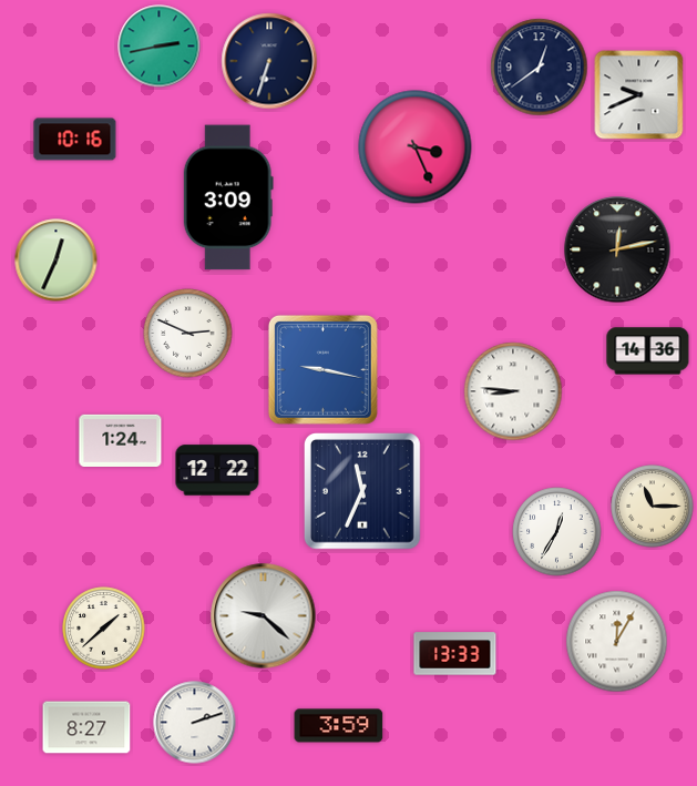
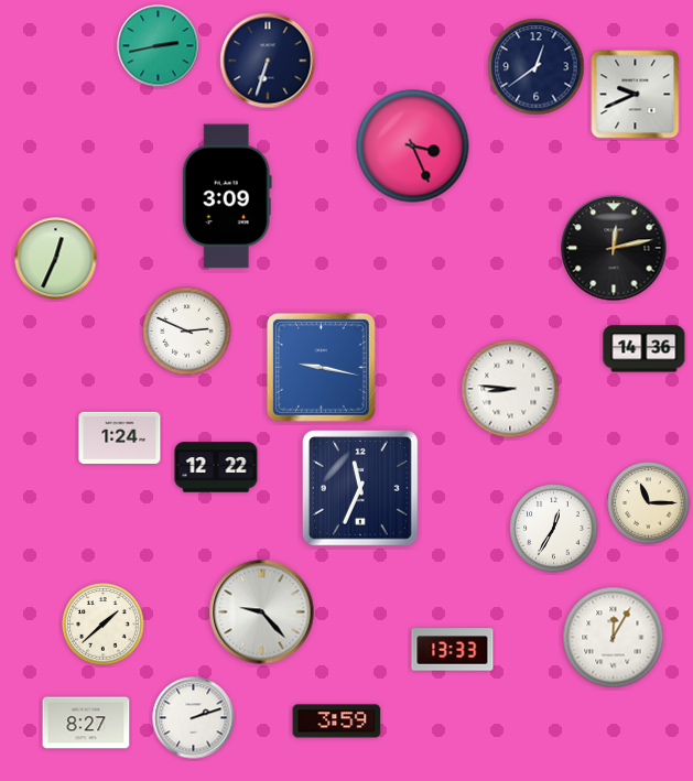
clock at (75, 140): 10:16 -> none
clock at (264, 616): 9:22 -> 9:23
